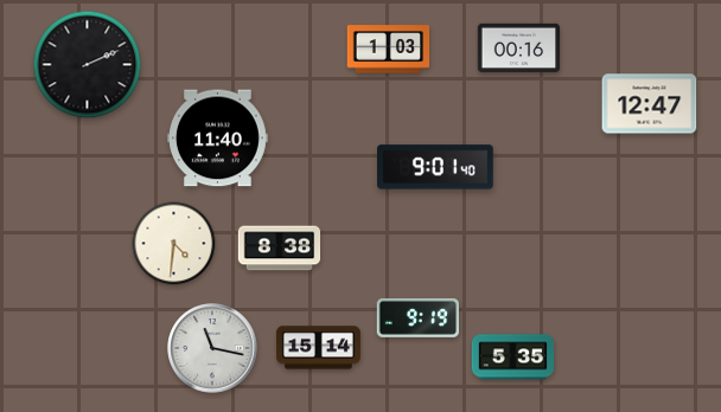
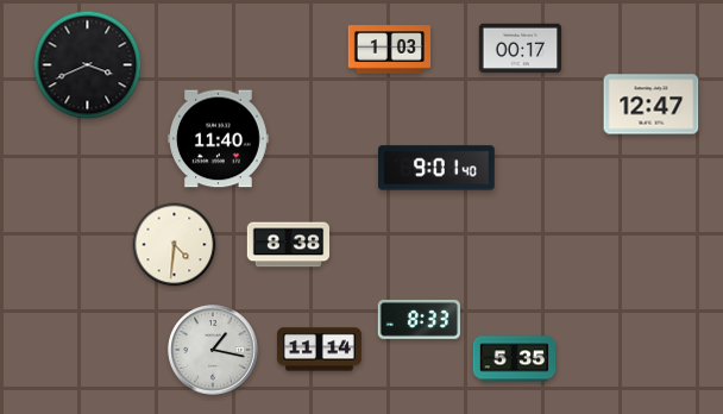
clock at (519, 49): 00:16 -> 00:17
clock at (88, 65): 2:11 -> 3:41
clock at (280, 249) position: (280, 249) -> (289, 245)
clock at (419, 317): 9:19 -> 8:33
clock at (212, 348): 11:17 -> 1:17
clock at (318, 348): 15:14 -> 11:14
